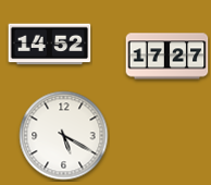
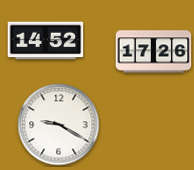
clock at (167, 57): 17:27 -> 17:26
clock at (64, 136): 5:20 -> 9:20
